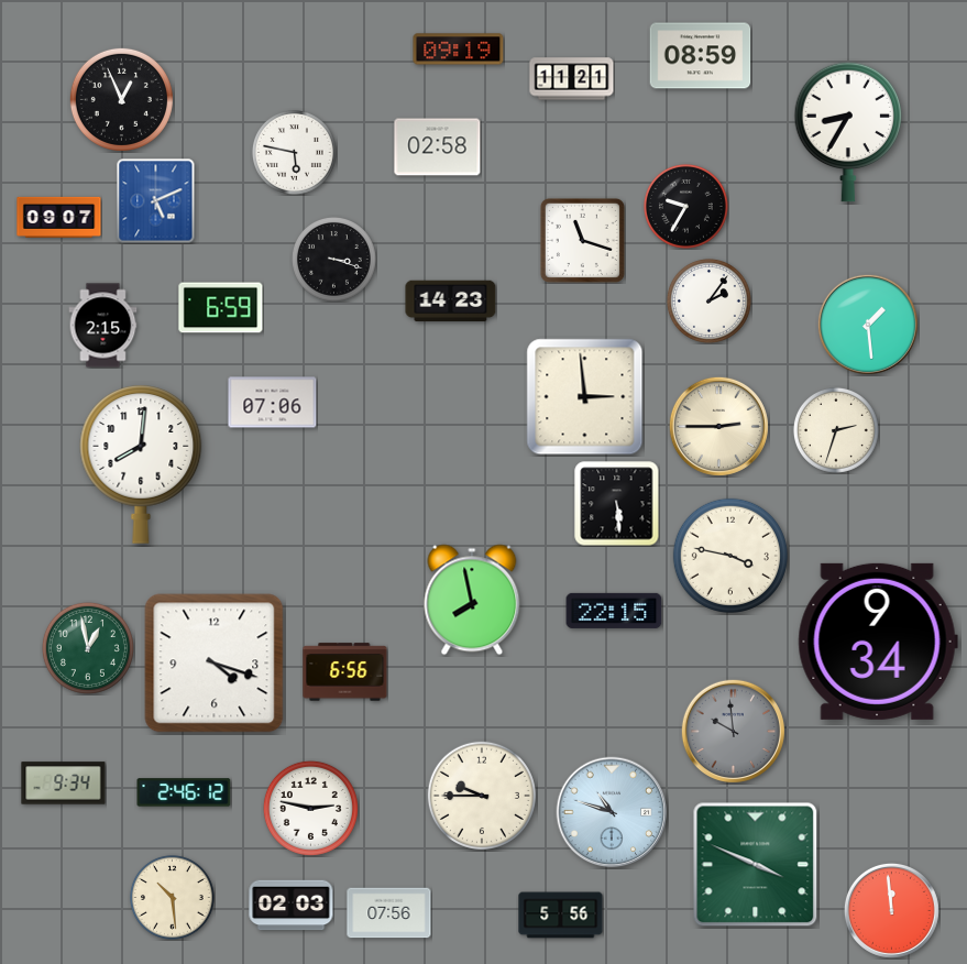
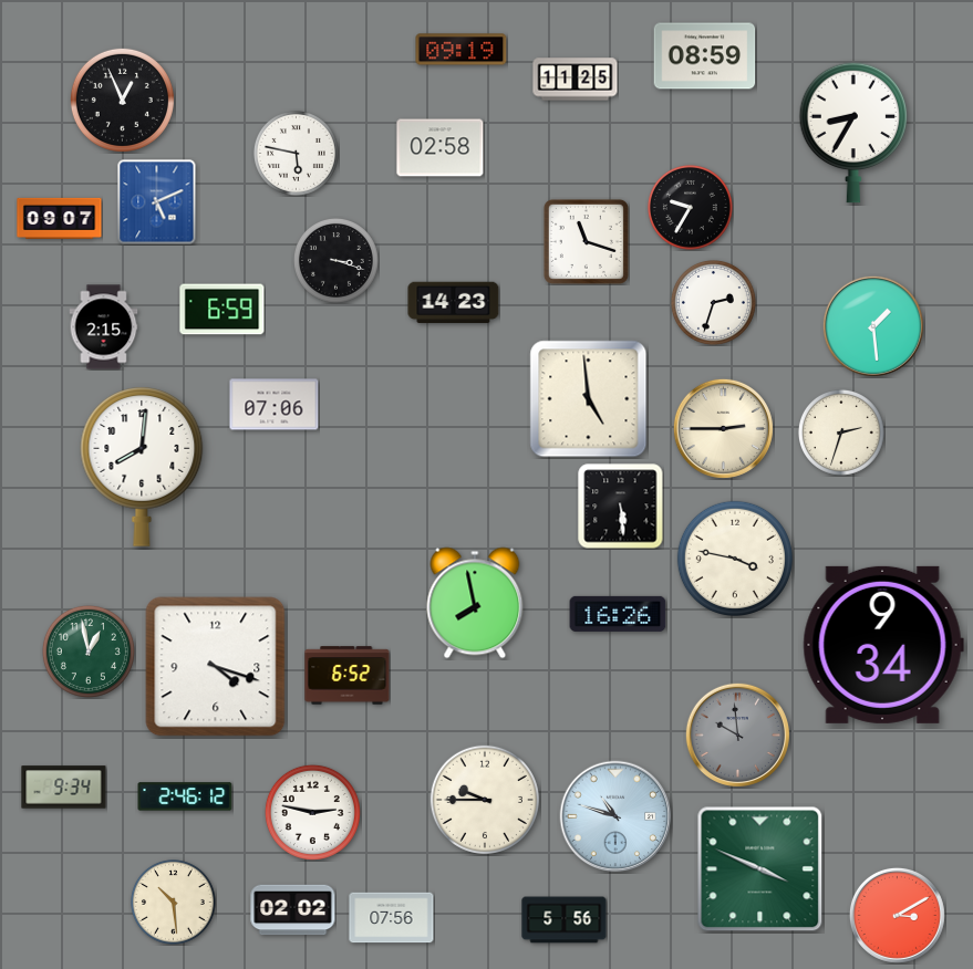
clock at (572, 79): 11:21 -> 11:25
clock at (710, 302): 2:06 -> 2:33
clock at (585, 397): 2:59 -> 4:59
clock at (614, 611): 22:15 -> 16:26
clock at (345, 672): 6:56 -> 6:52
clock at (292, 906): 02:03 -> 02:02
clock at (891, 910): 11:59 -> 3:10
